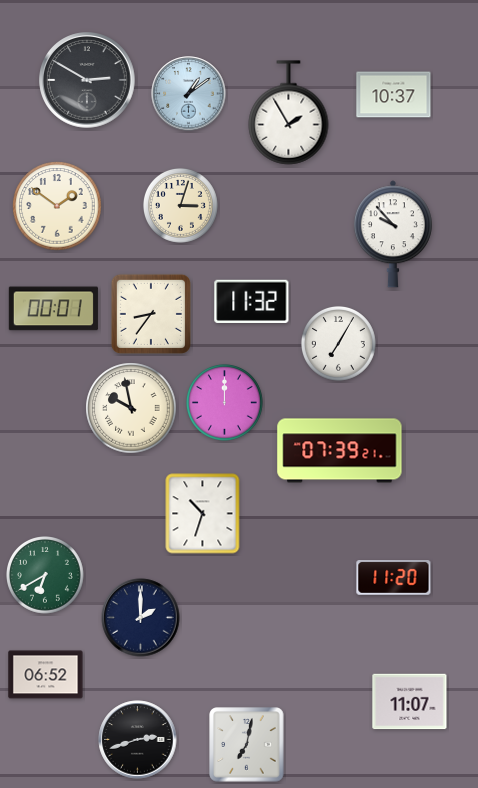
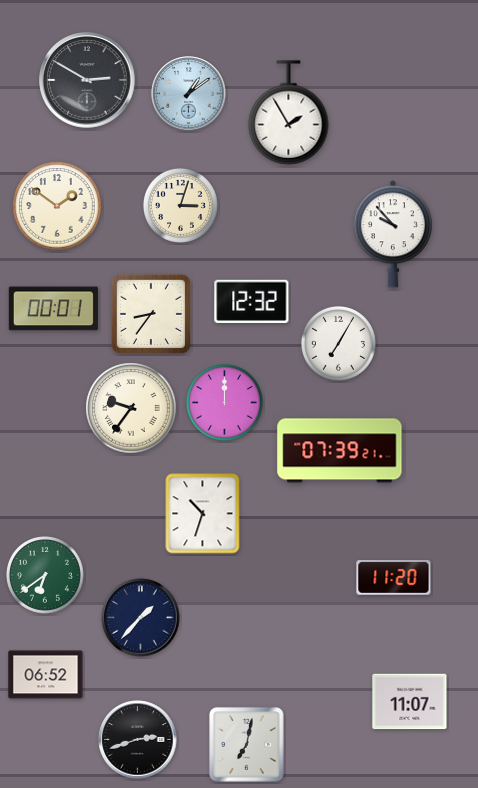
clock at (394, 95): 10:37 -> none
clock at (252, 301): 11:32 -> 12:32
clock at (131, 408): 9:58 -> 9:36
clock at (46, 576): 6:40 -> 6:39
clock at (141, 618): 2:00 -> 1:37
